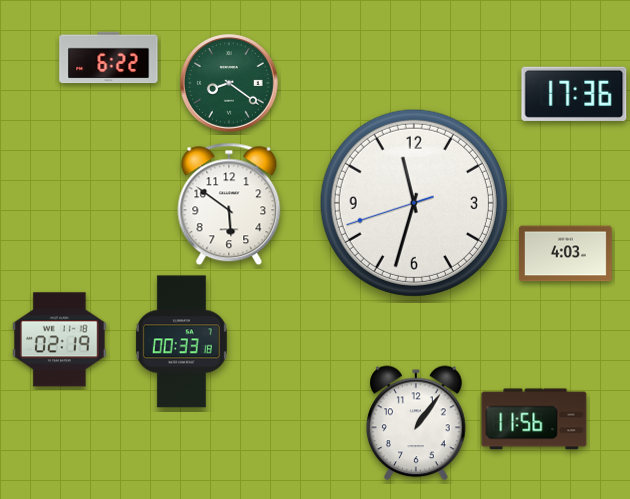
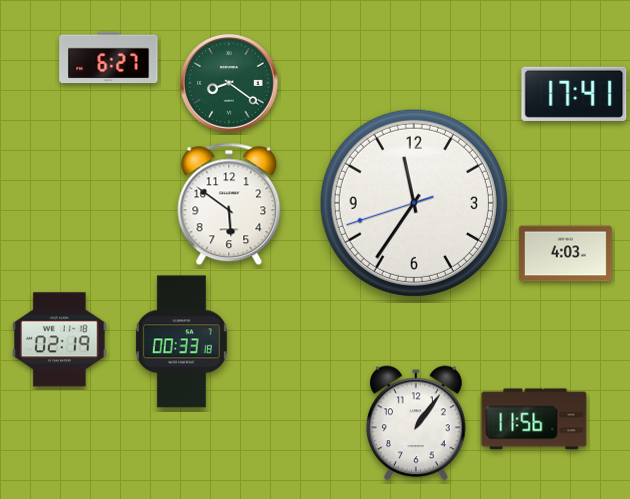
clock at (109, 58): 6:22 -> 6:27
clock at (574, 94): 17:36 -> 17:41
clock at (414, 203): 11:32 -> 11:35
